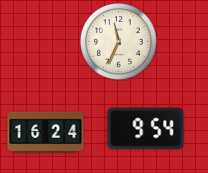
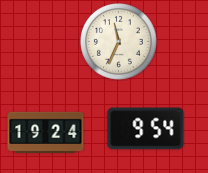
clock at (46, 133): 16:24 -> 19:24
